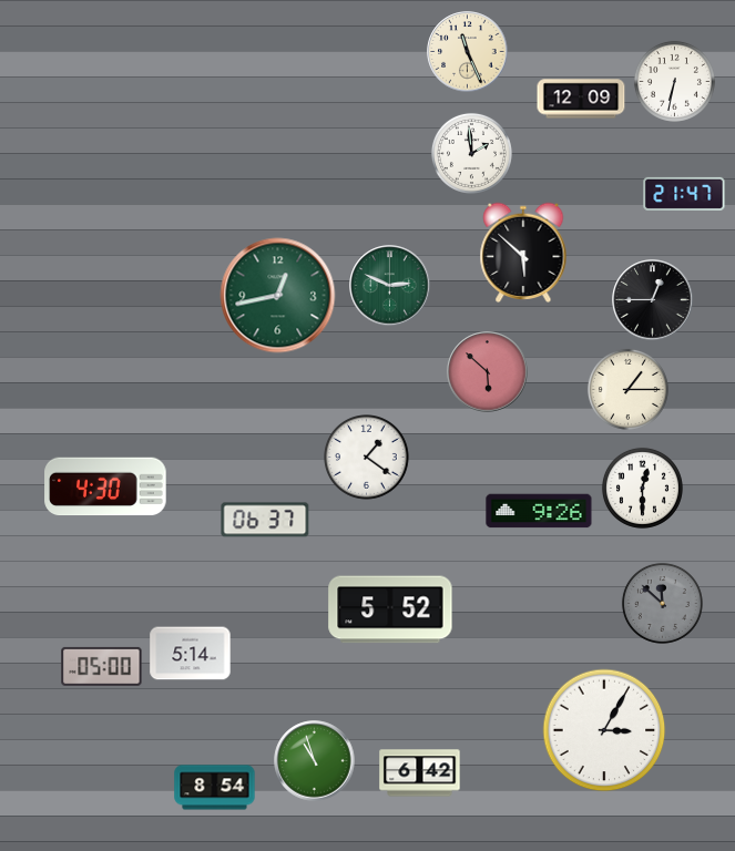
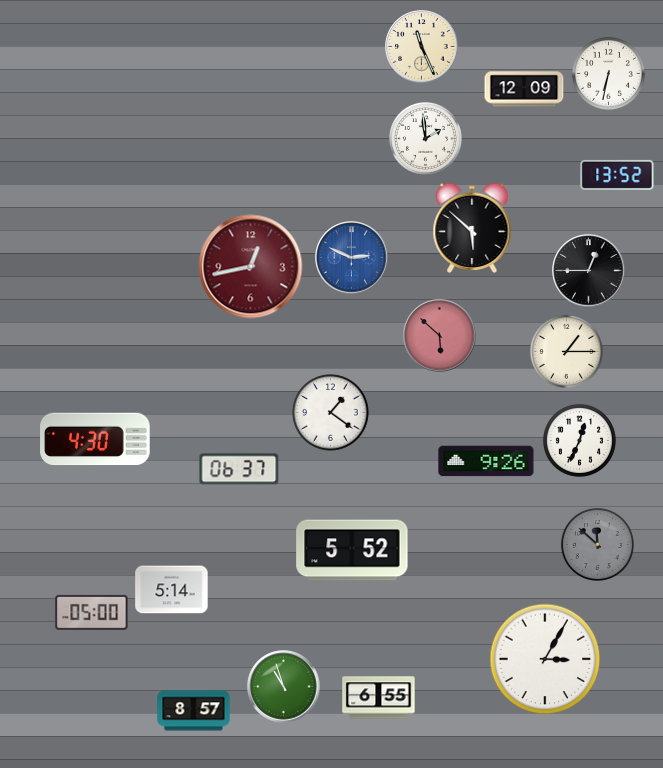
clock at (684, 194): 21:47 -> 13:52
clock at (390, 286) dial: green -> blue
clock at (278, 296) dial: green -> burgundy
clock at (642, 488): 12:30 -> 12:34
clock at (102, 666) position: (102, 666) -> (92, 612)
clock at (420, 773): 6:42 -> 6:55
clock at (215, 788): 8:54 -> 8:57
